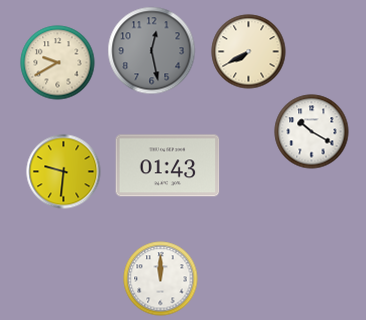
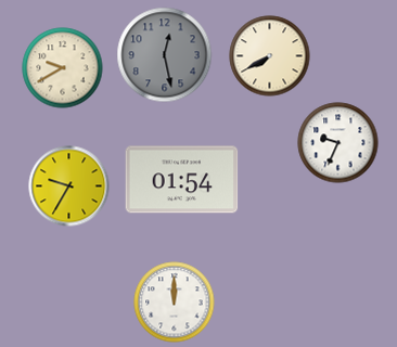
clock at (312, 132): 10:20 -> 9:34
clock at (168, 166): 01:43 -> 01:54
clock at (64, 172): 9:31 -> 9:35
